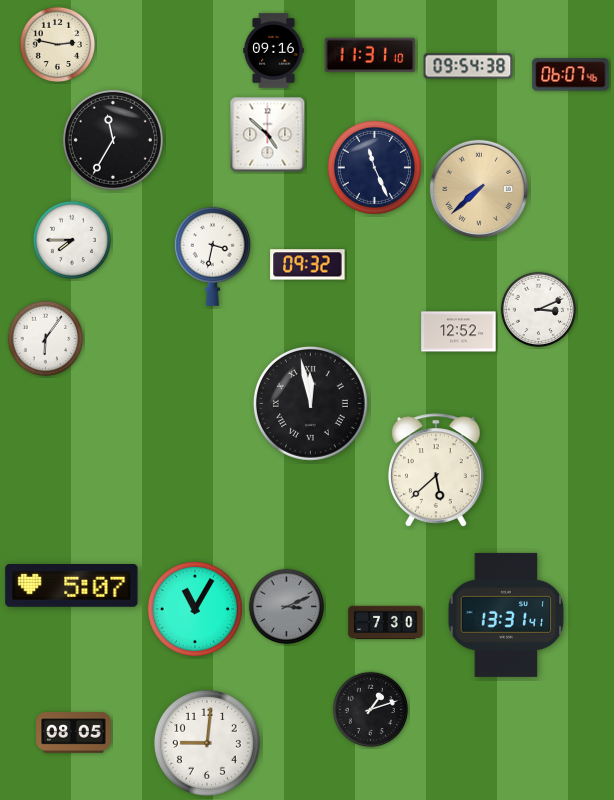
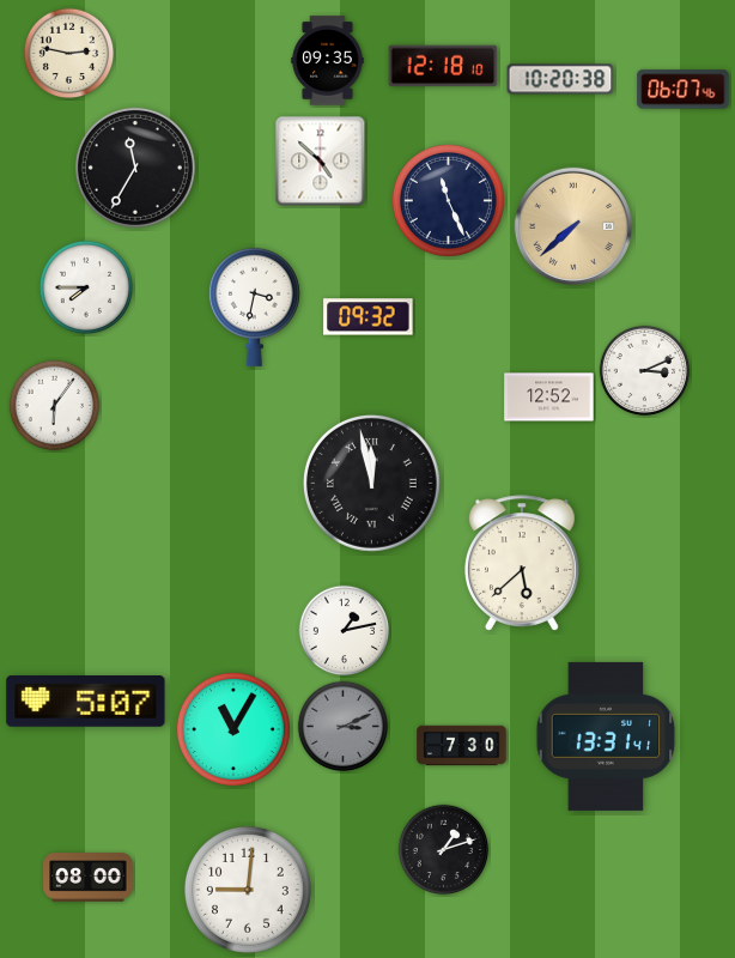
clock at (274, 51): 09:16 -> 09:35
clock at (370, 55): 11:31 -> 12:18
clock at (468, 66): 09:54 -> 10:20
clock at (345, 631): none -> 1:13
clock at (74, 733): 08:05 -> 08:00
